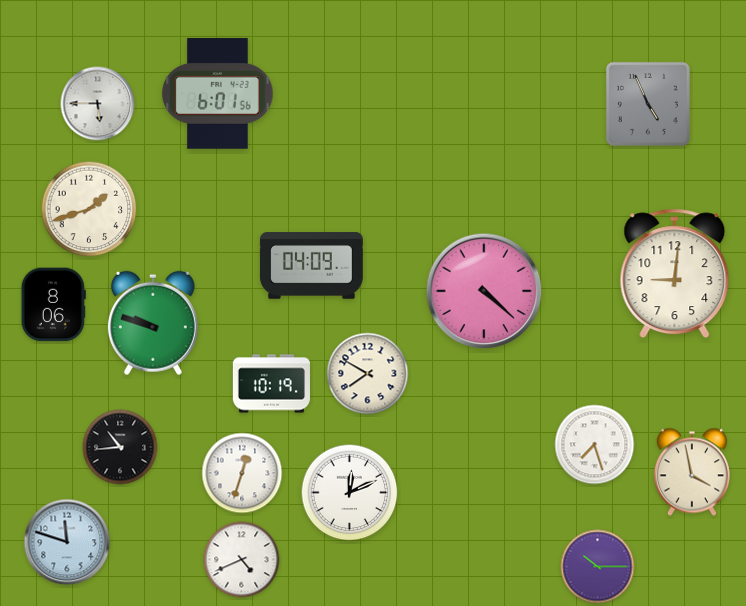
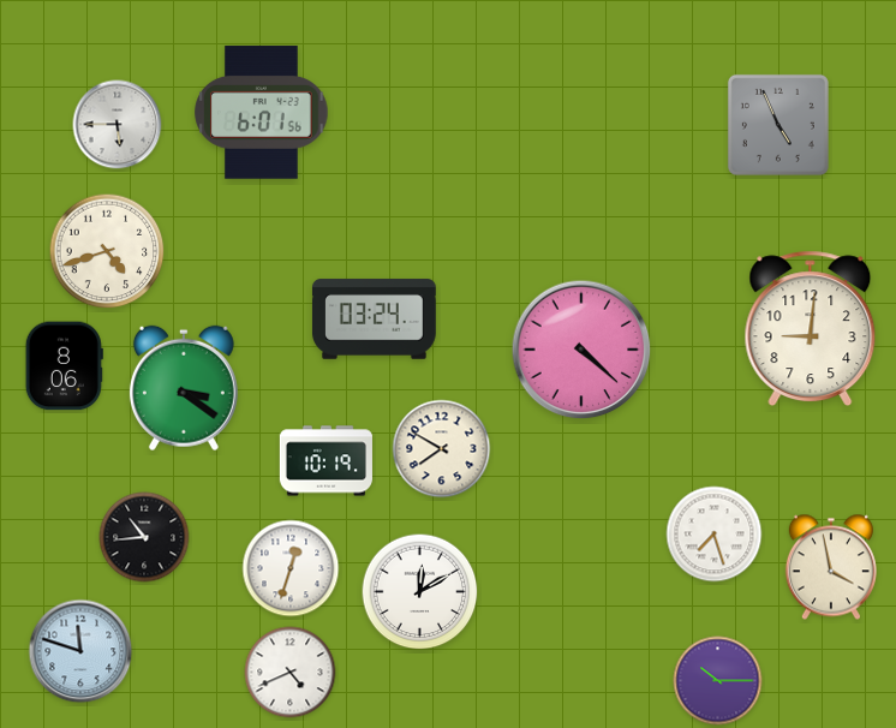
clock at (89, 209): 1:42 -> 4:42
clock at (311, 266): 04:09 -> 03:24
clock at (153, 323): 9:48 -> 3:21
clock at (350, 493): 12:11 -> 12:10
